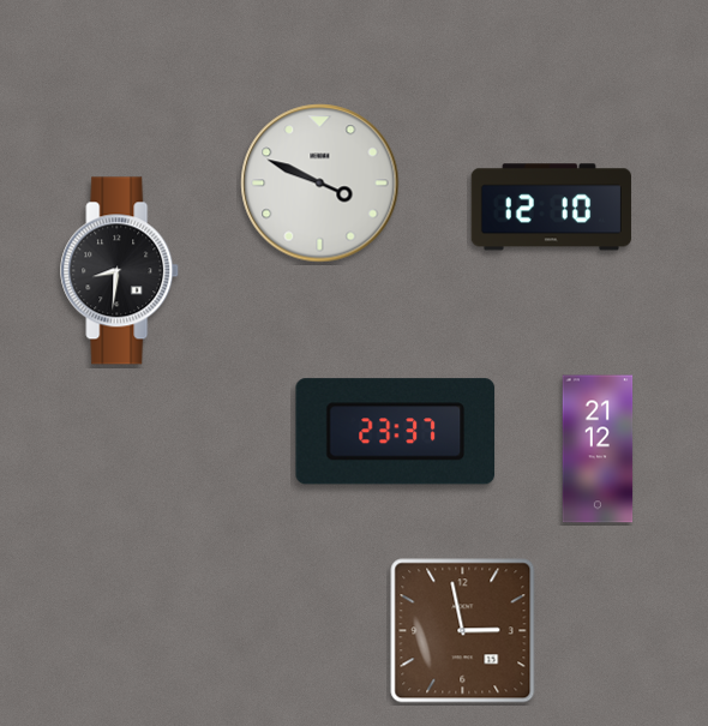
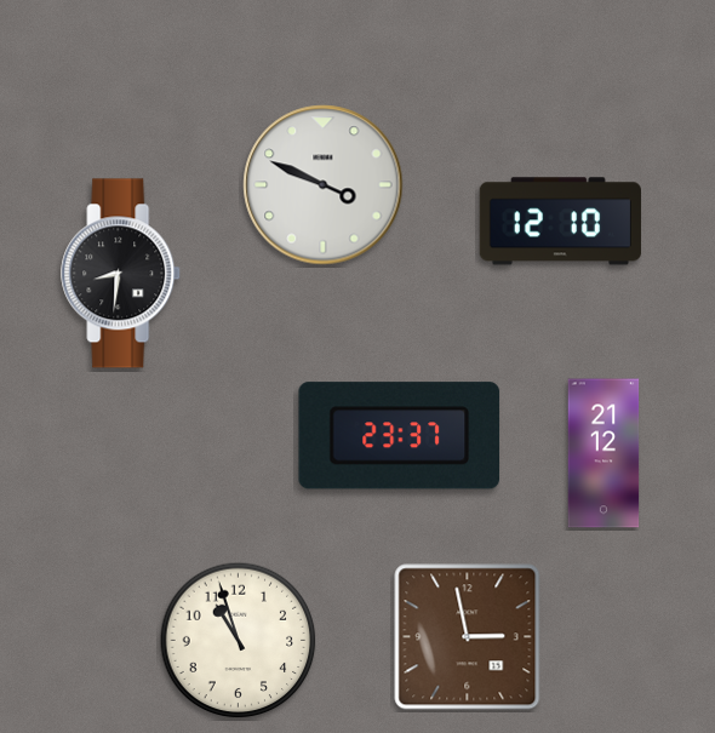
clock at (551, 208) position: (551, 208) -> (560, 222)
clock at (239, 641): none -> 10:57
